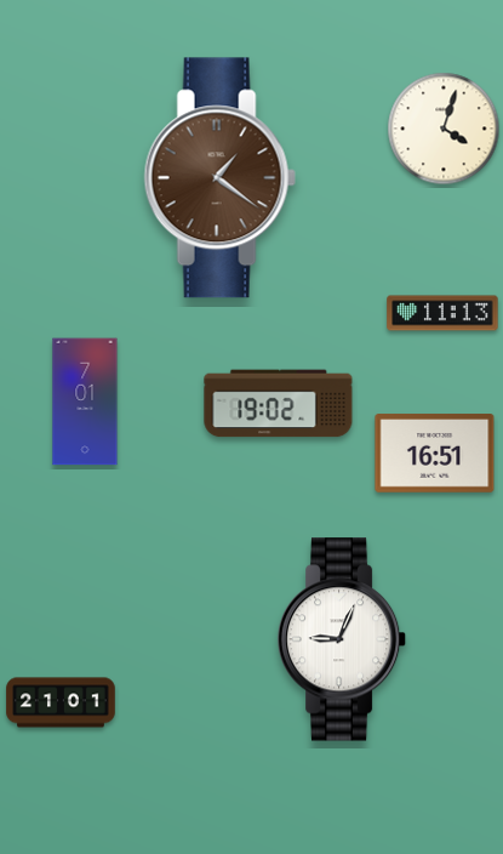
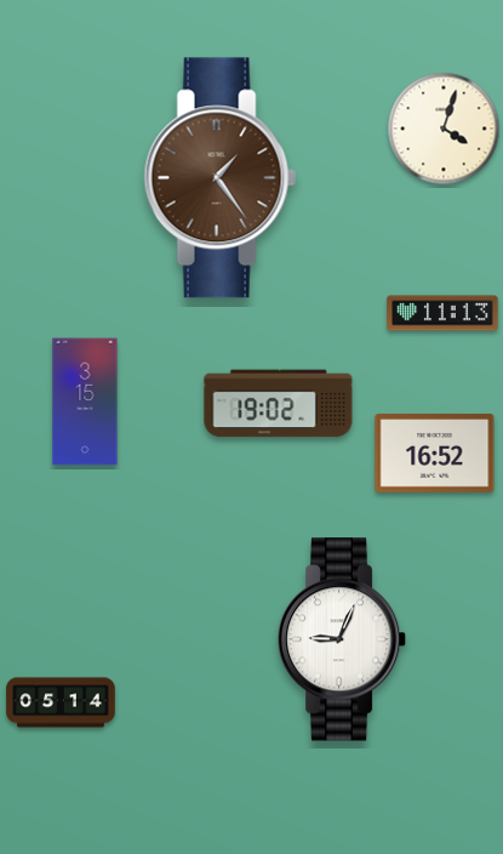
clock at (219, 178): 1:21 -> 1:24
clock at (85, 402): 7:01 -> 3:15
clock at (435, 454): 16:51 -> 16:52
clock at (61, 702): 21:01 -> 05:14
